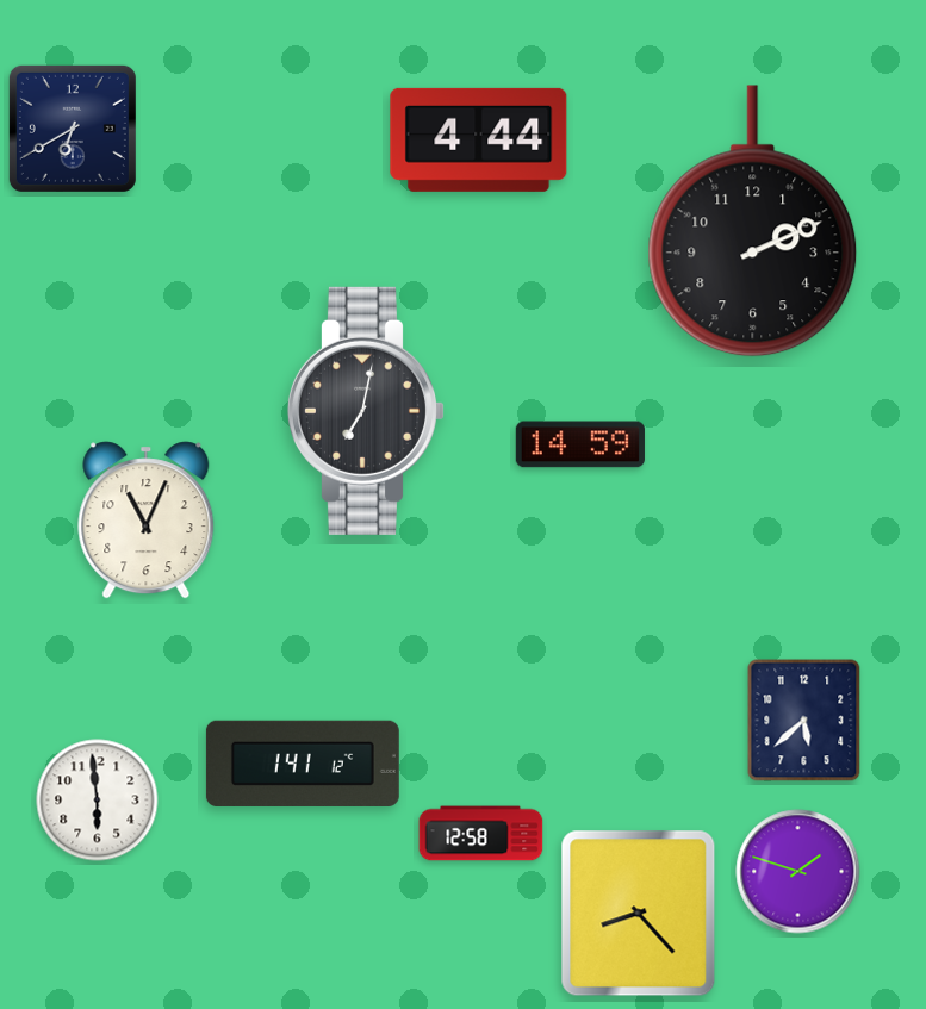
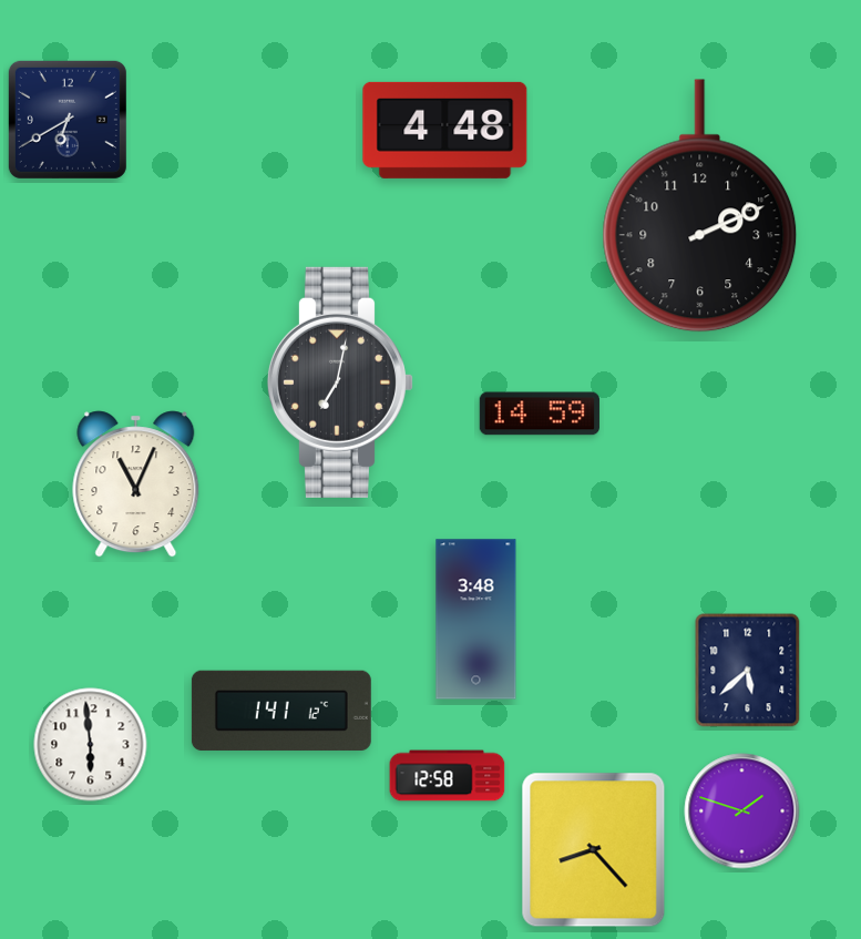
clock at (479, 139): 4:44 -> 4:48
clock at (476, 620): none -> 3:48
